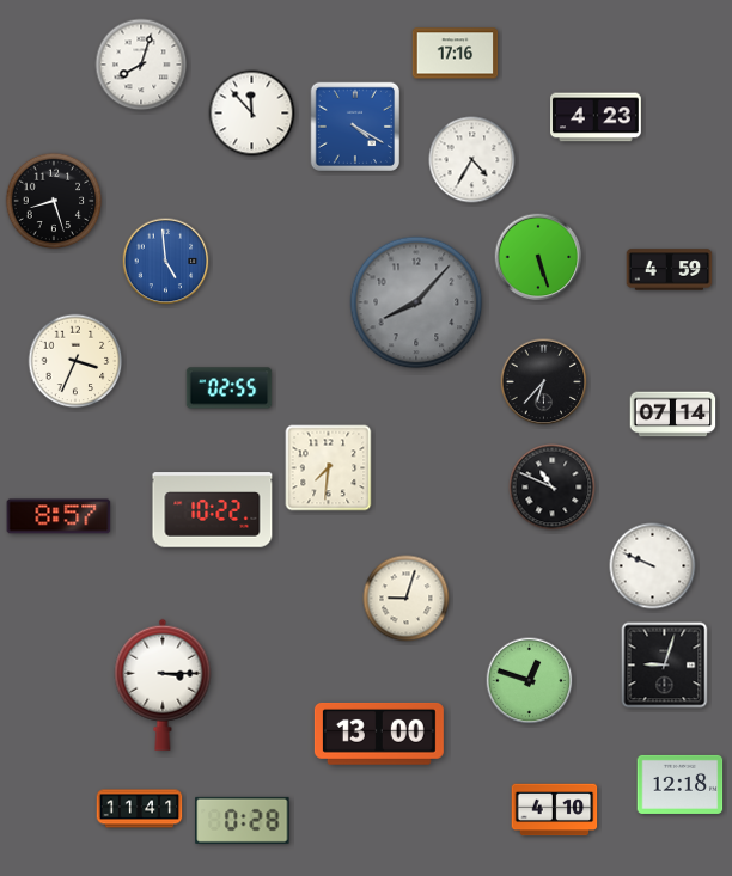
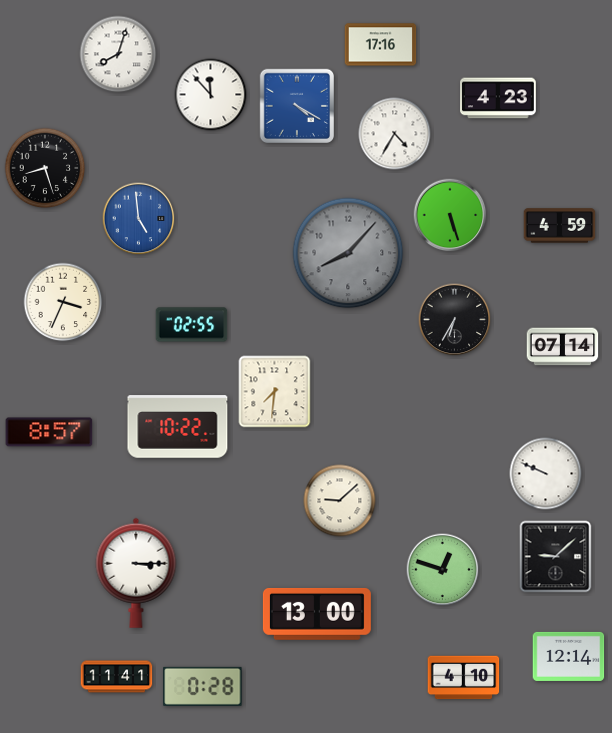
clock at (544, 382): 6:37 -> 6:35
clock at (553, 488): 10:49 -> none
clock at (407, 599): 9:03 -> 9:08
clock at (665, 666): 9:03 -> 9:08
clock at (681, 784): 12:18 -> 12:14
